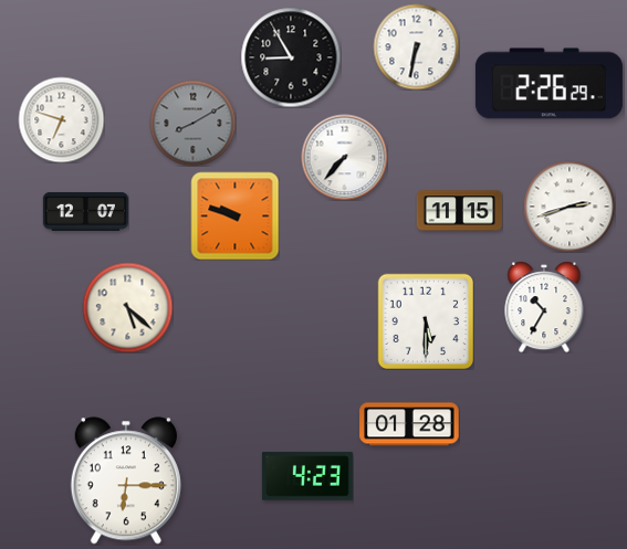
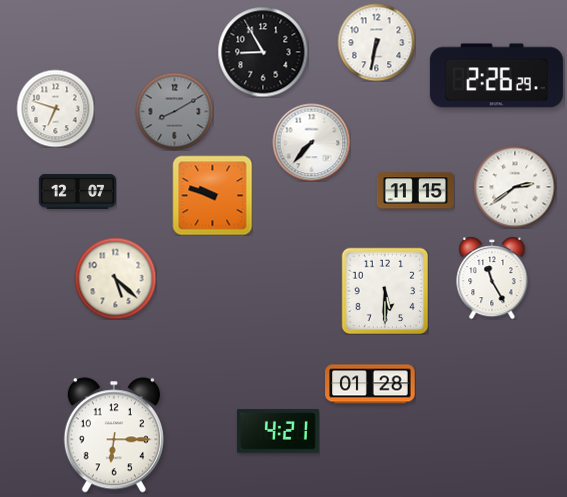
clock at (569, 207): 2:42 -> 2:39
clock at (544, 307): 10:35 -> 11:25
clock at (307, 476): 4:23 -> 4:21
